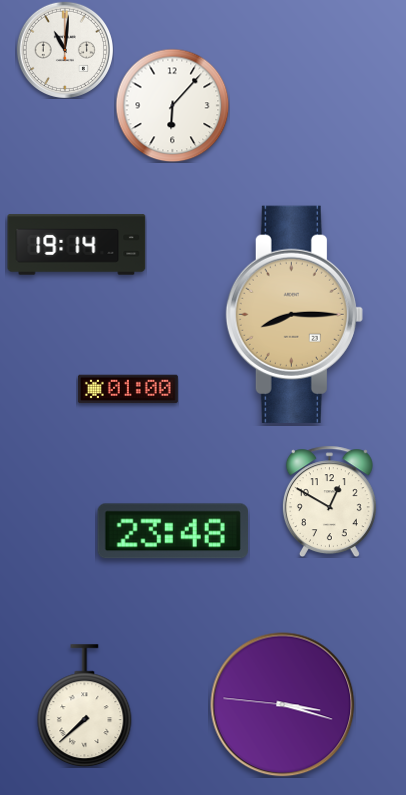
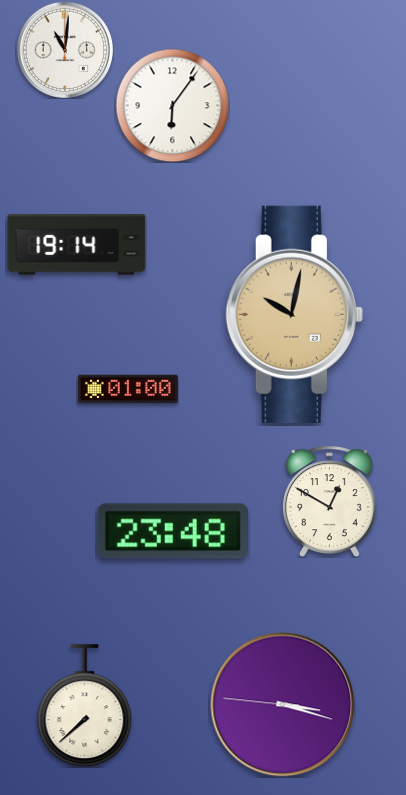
clock at (172, 105): 6:07 -> 6:06
clock at (294, 314): 8:15 -> 10:02
